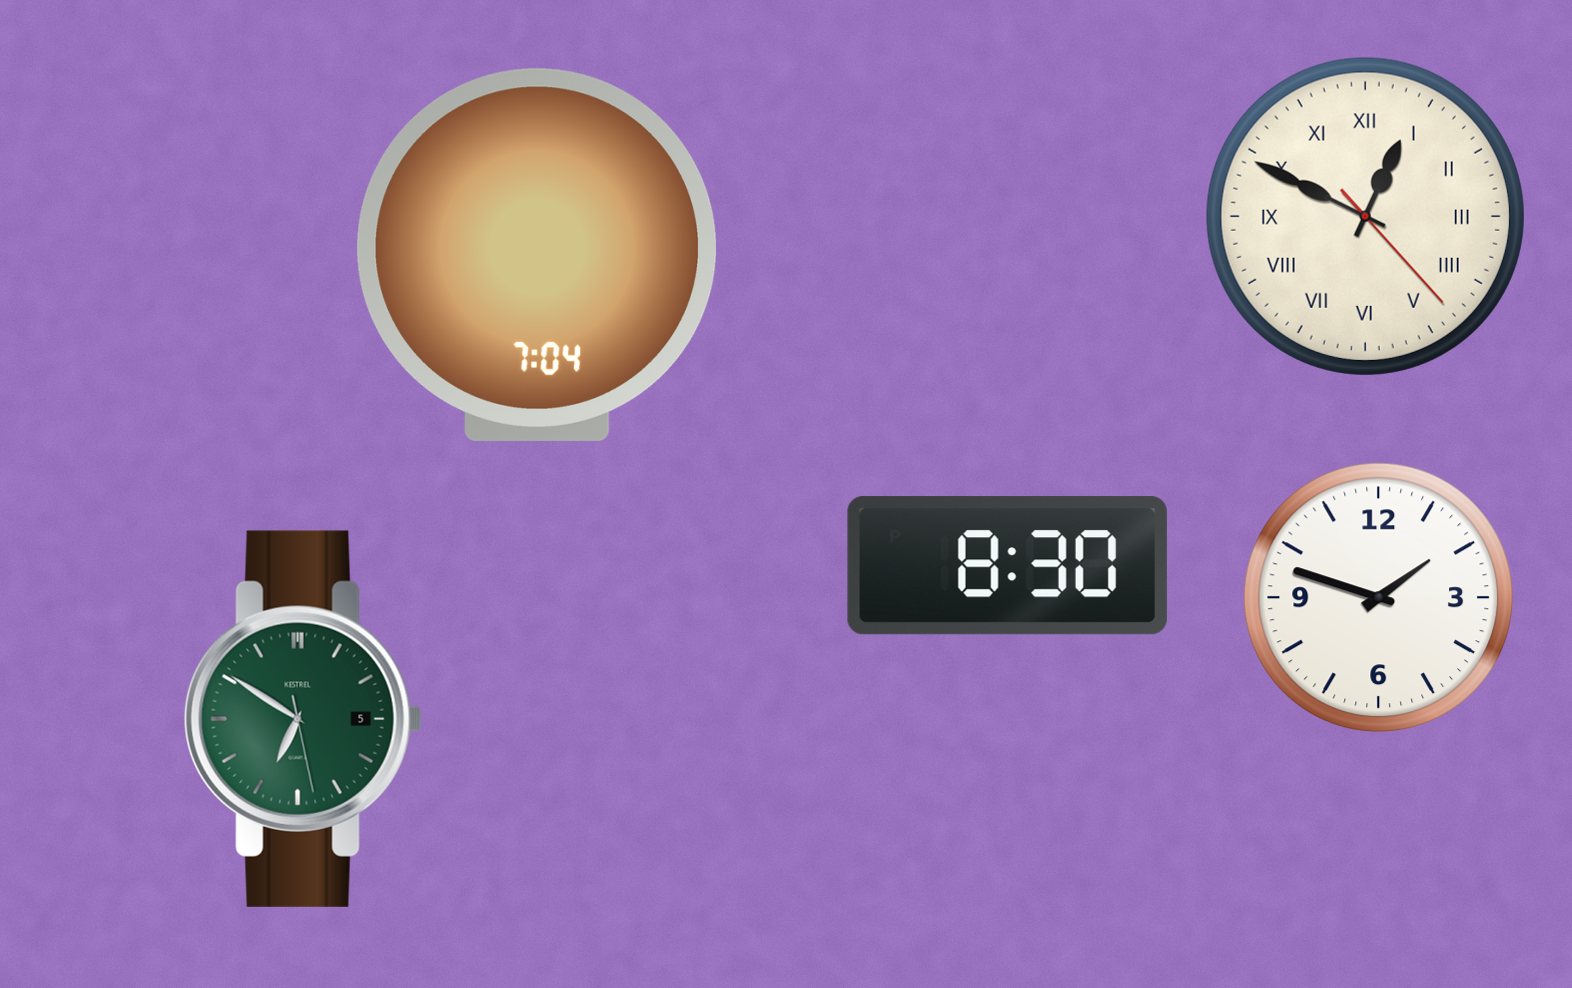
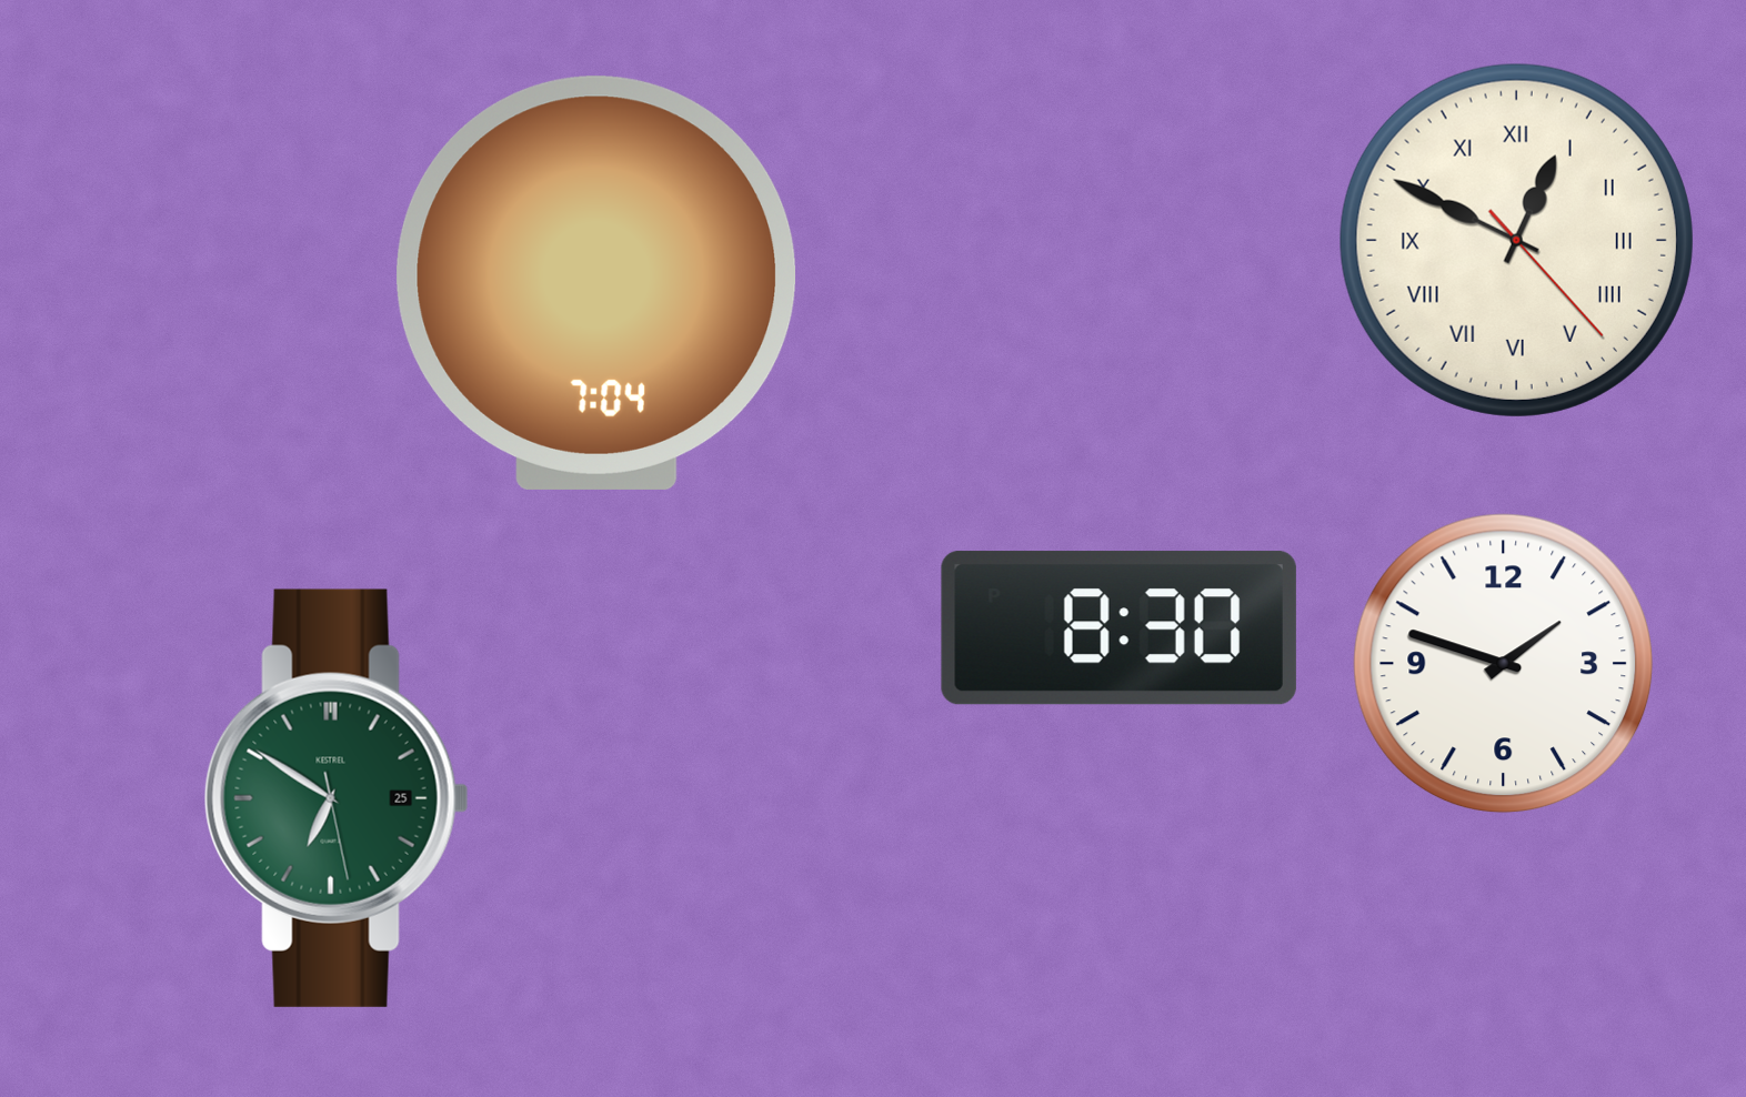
clock at (1379, 598) position: (1379, 598) -> (1504, 664)
clock at (303, 719) date: 5 -> 25
